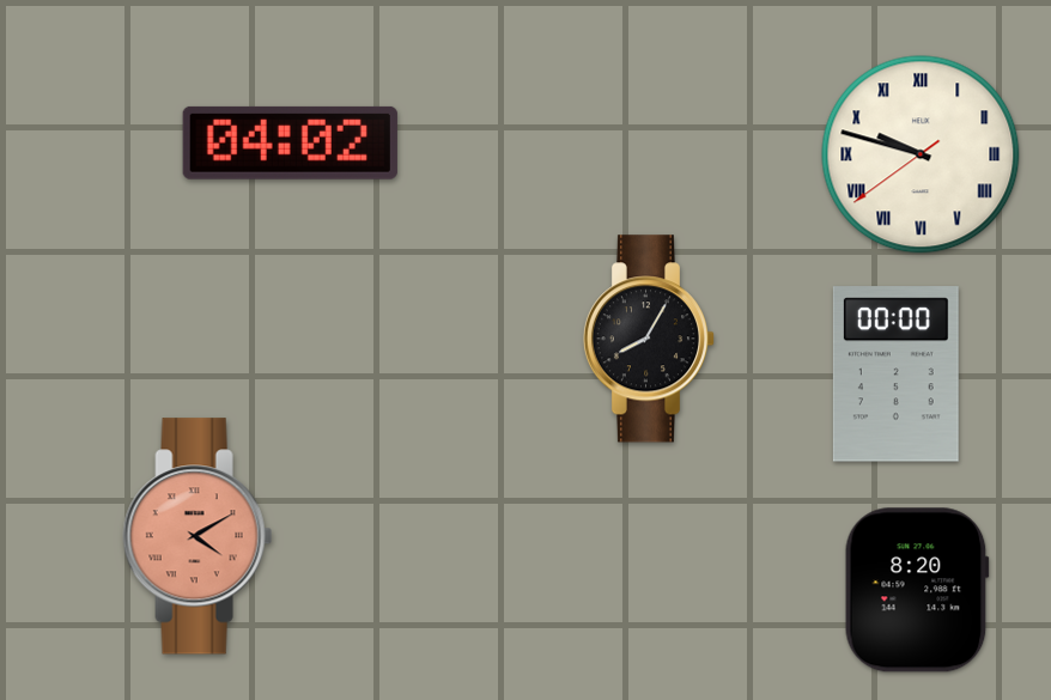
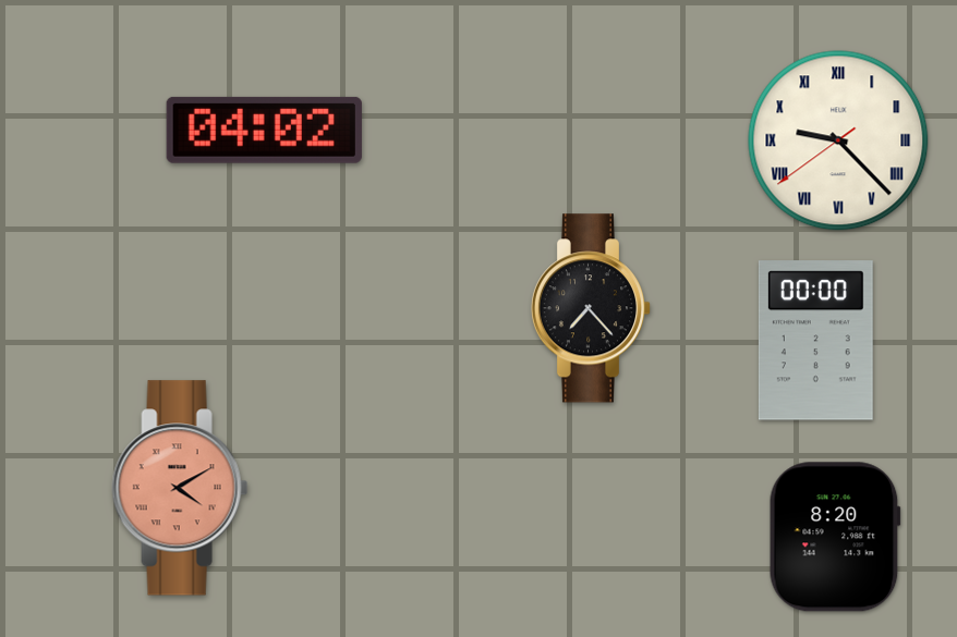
clock at (921, 154): 9:47 -> 9:22
clock at (649, 339): 8:05 -> 7:23
